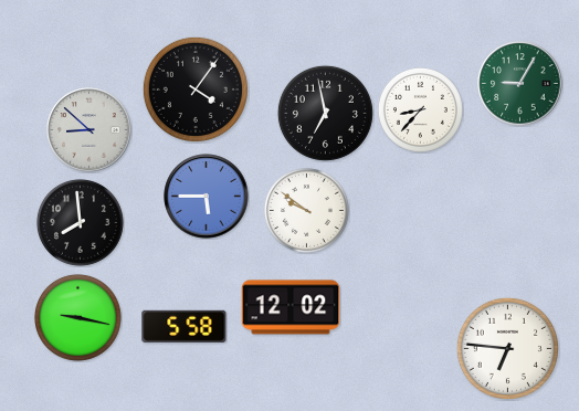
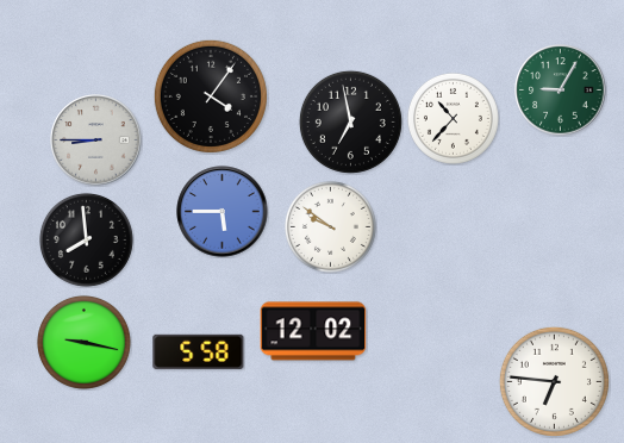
clock at (420, 109): 8:37 -> 10:37
clock at (90, 130): 8:52 -> 8:45
clock at (507, 348) position: (507, 348) -> (554, 381)
